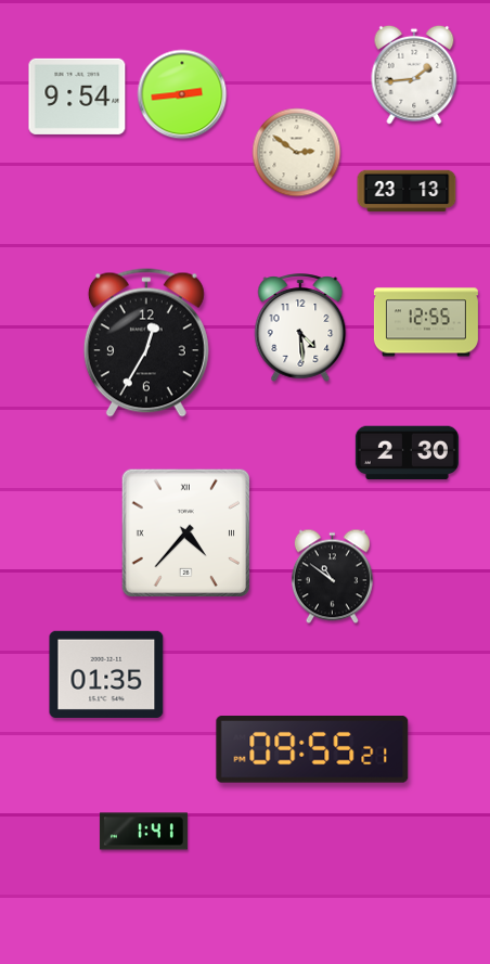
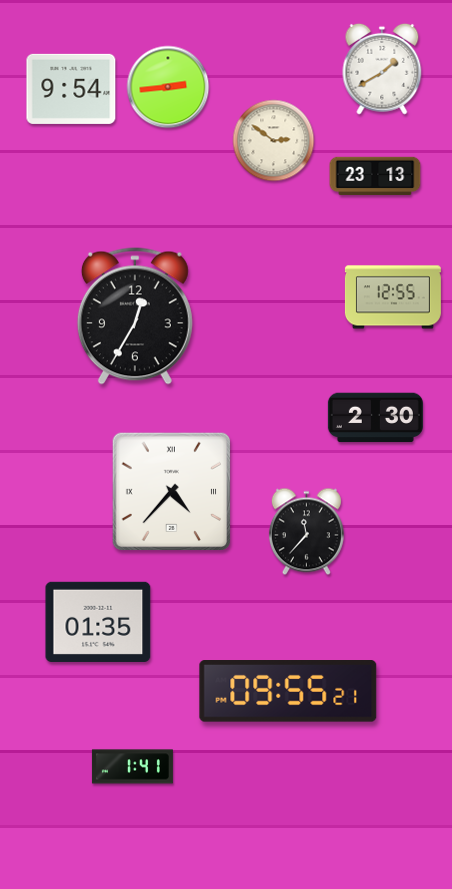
clock at (414, 75): 1:44 -> 1:40
clock at (300, 327): 4:29 -> none
clock at (332, 577): 10:51 -> 11:37
